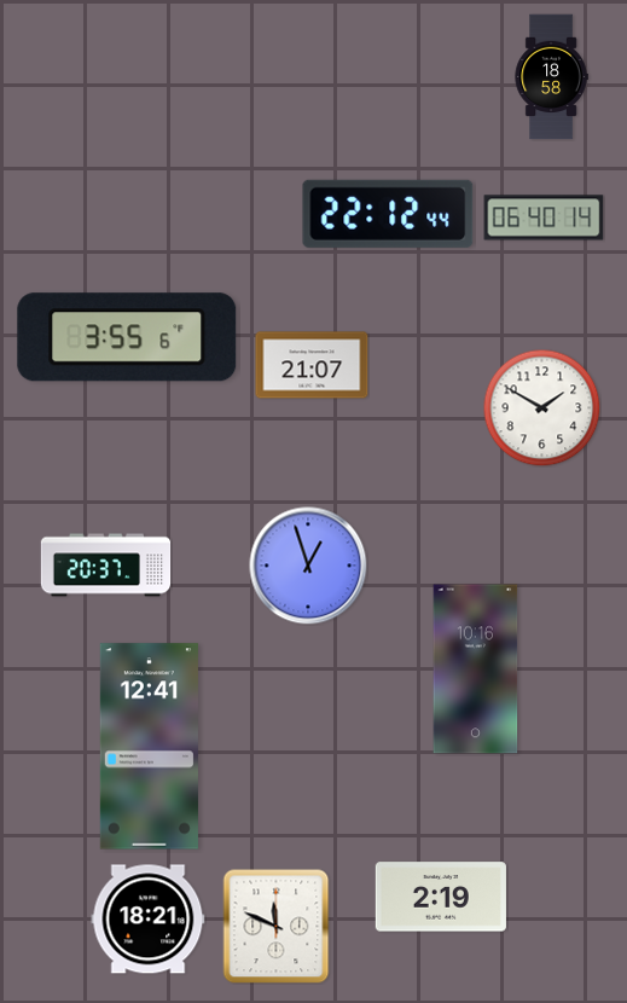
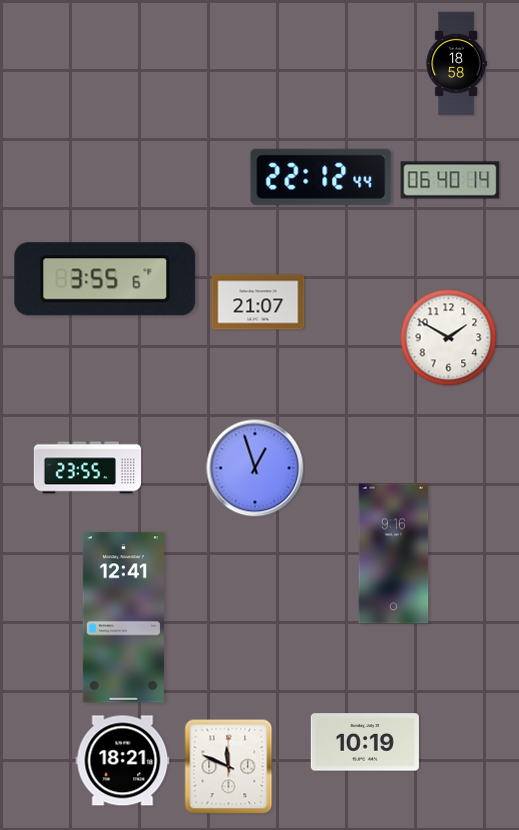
clock at (106, 566): 20:37 -> 23:55
clock at (476, 669): 10:16 -> 9:16
clock at (441, 897): 2:19 -> 10:19
